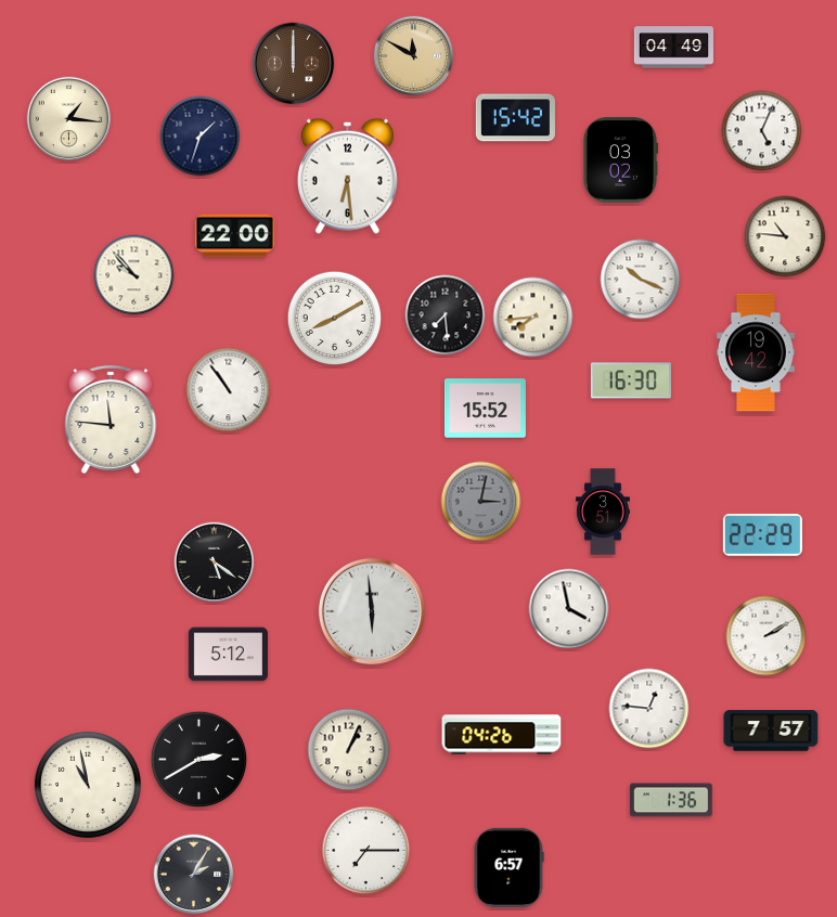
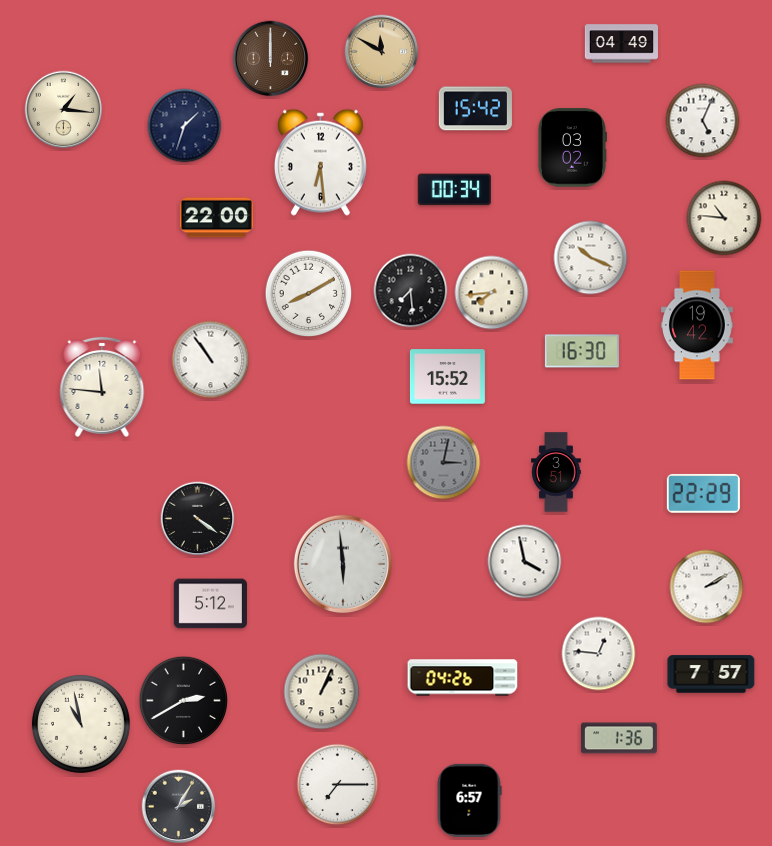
clock at (454, 190): none -> 00:34
clock at (134, 275): 9:53 -> none
clock at (215, 563): 5:21 -> 4:21
